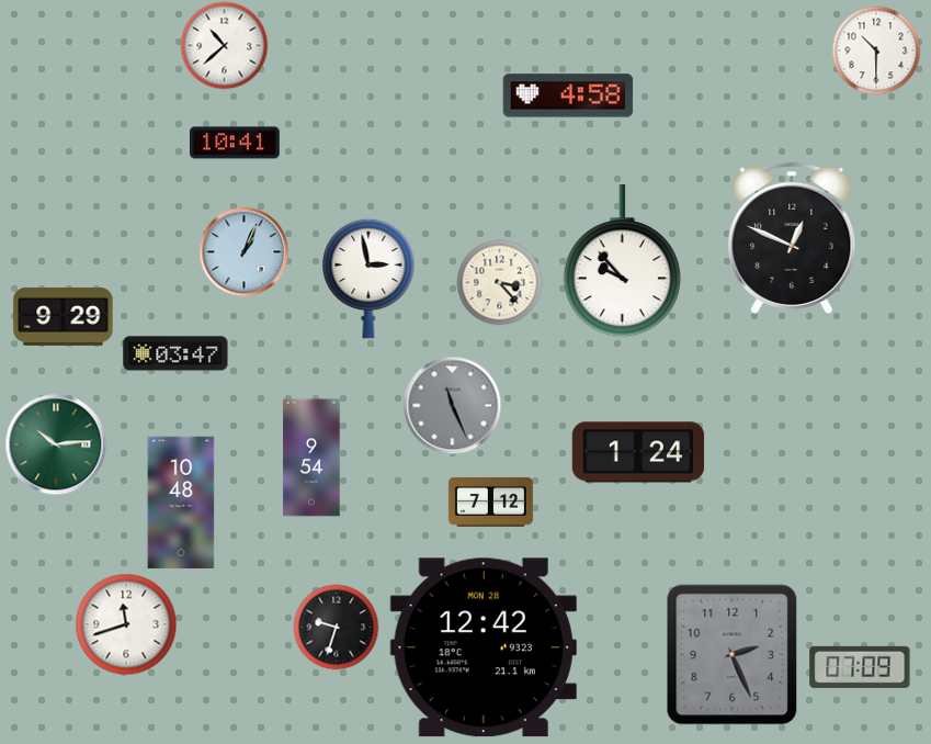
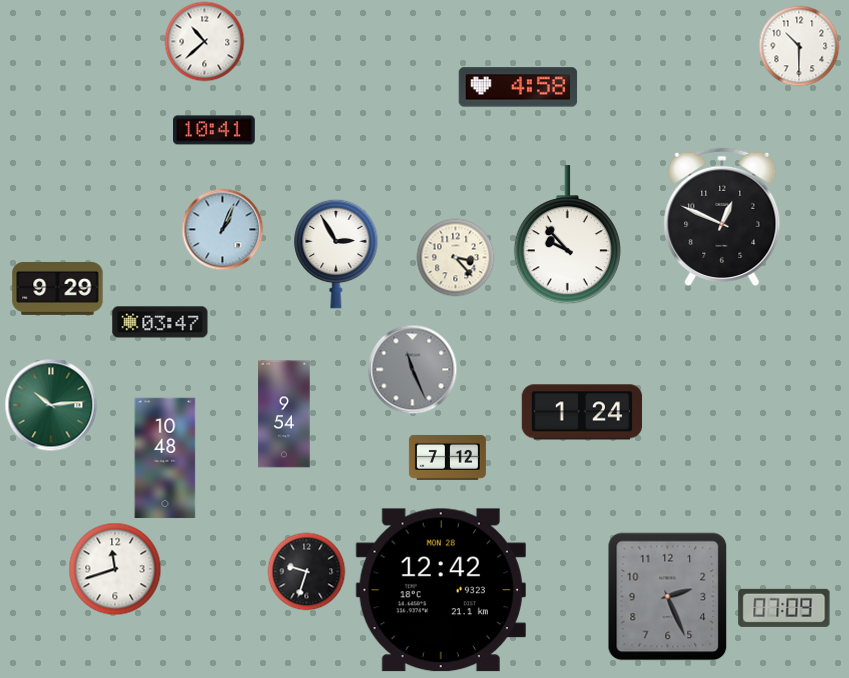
clock at (622, 261) position: (622, 261) -> (567, 235)
clock at (368, 279): 2:58 -> 2:55
clock at (311, 458) position: (311, 458) -> (284, 414)
